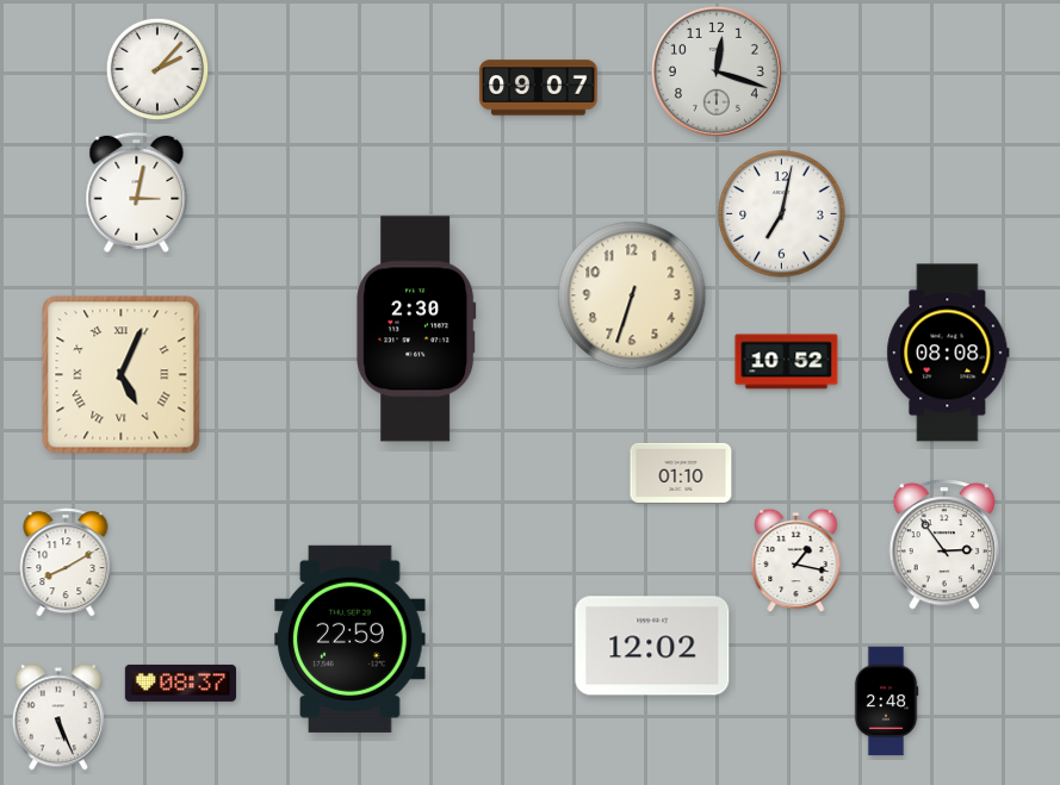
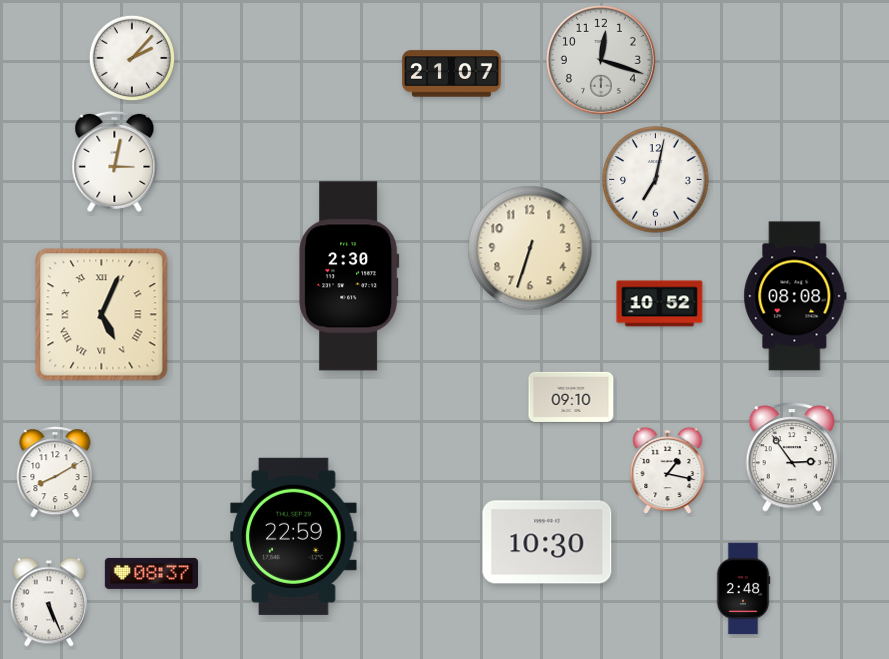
clock at (539, 88): 09:07 -> 21:07
clock at (681, 473): 01:10 -> 09:10
clock at (652, 646): 12:02 -> 10:30
